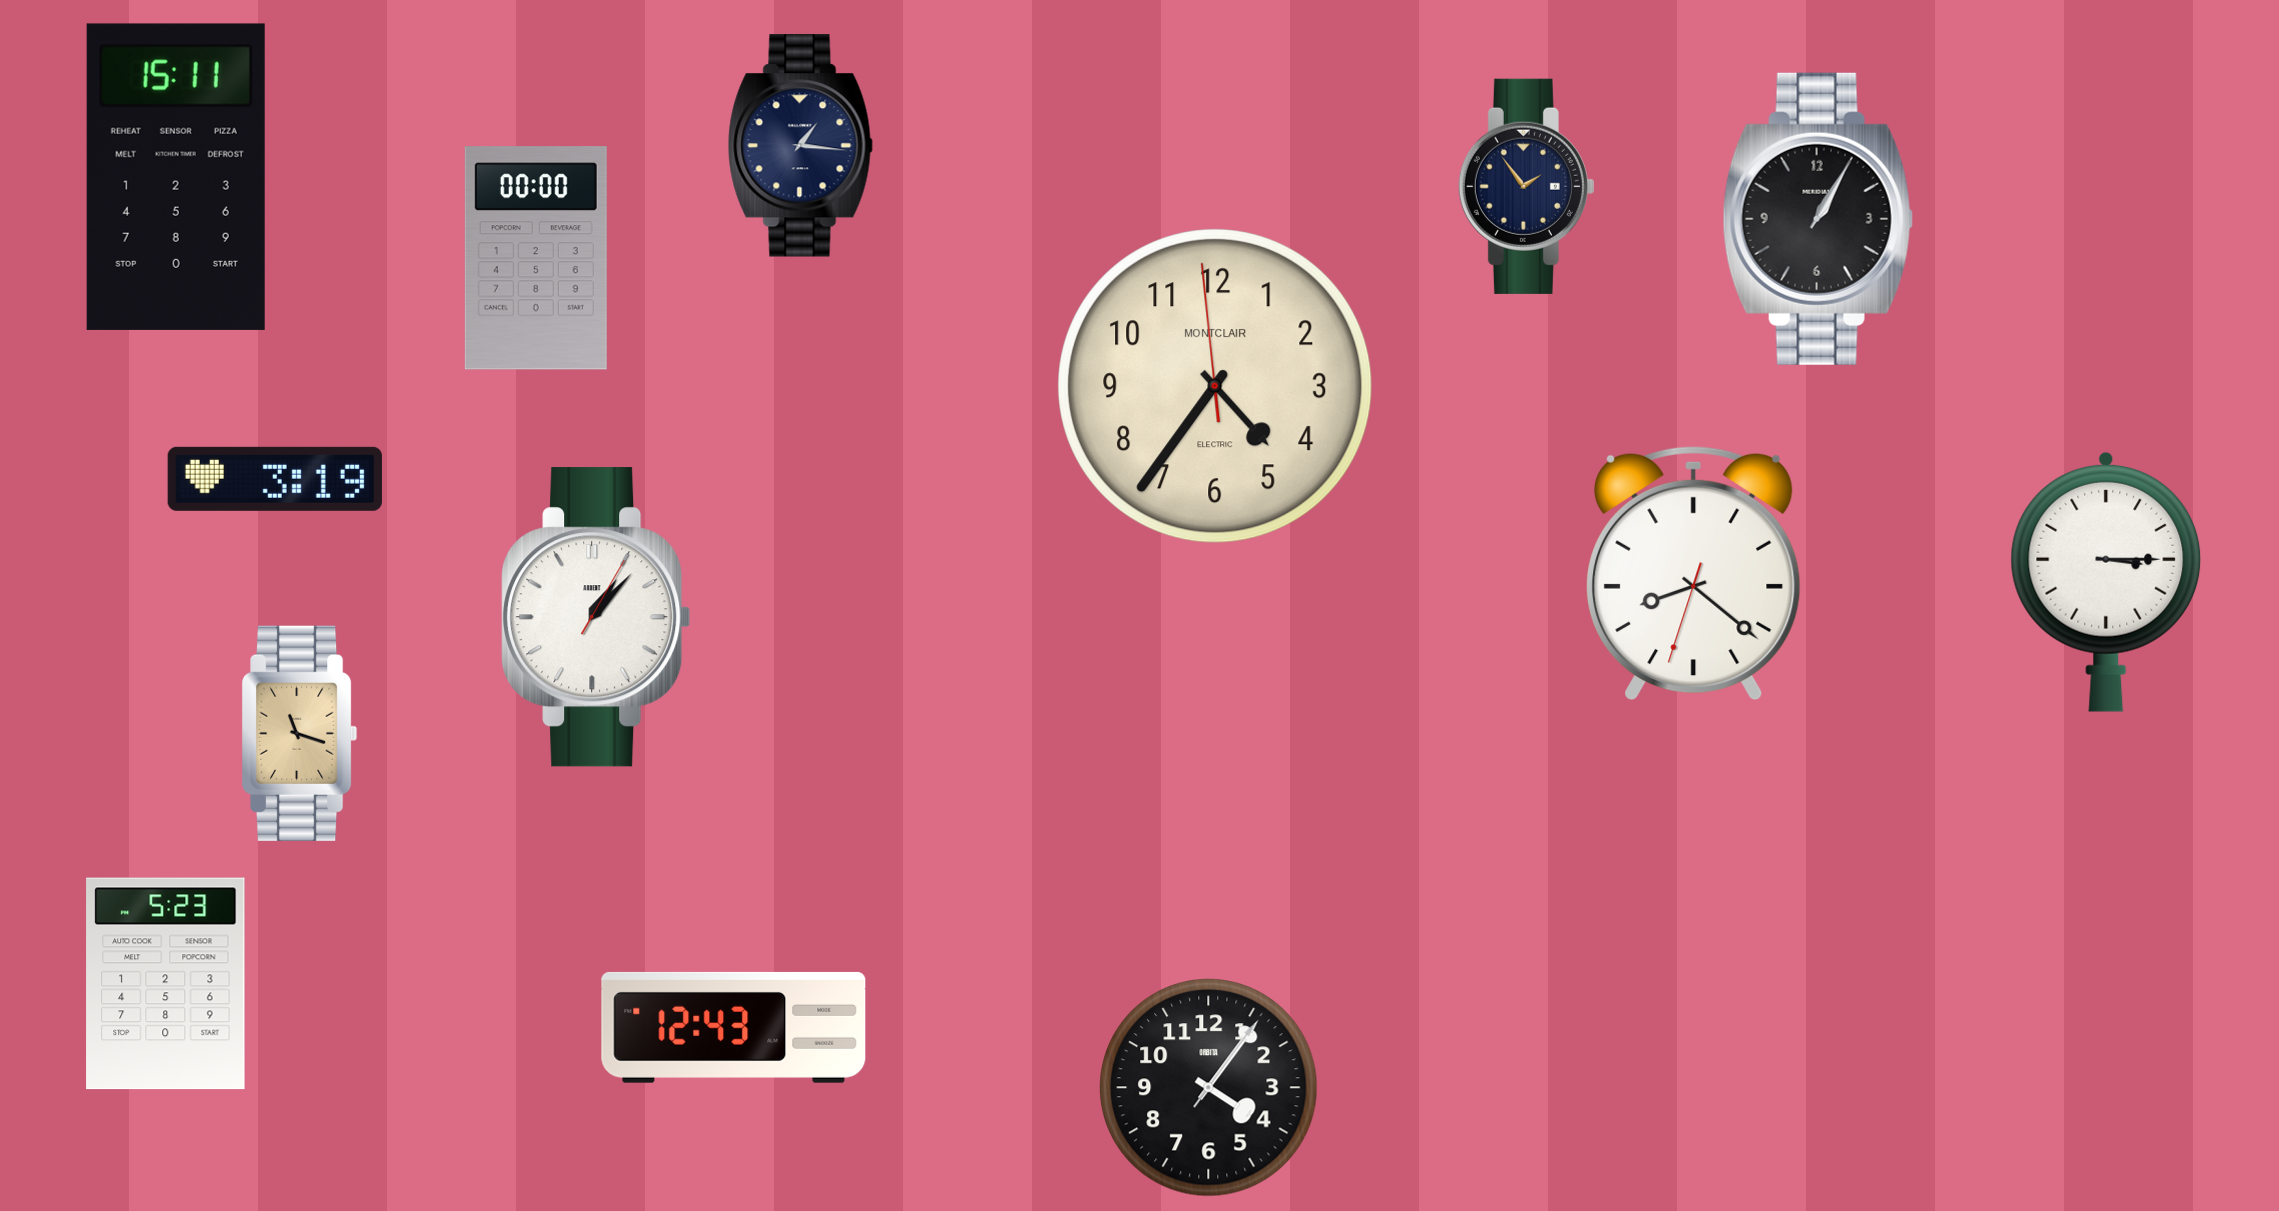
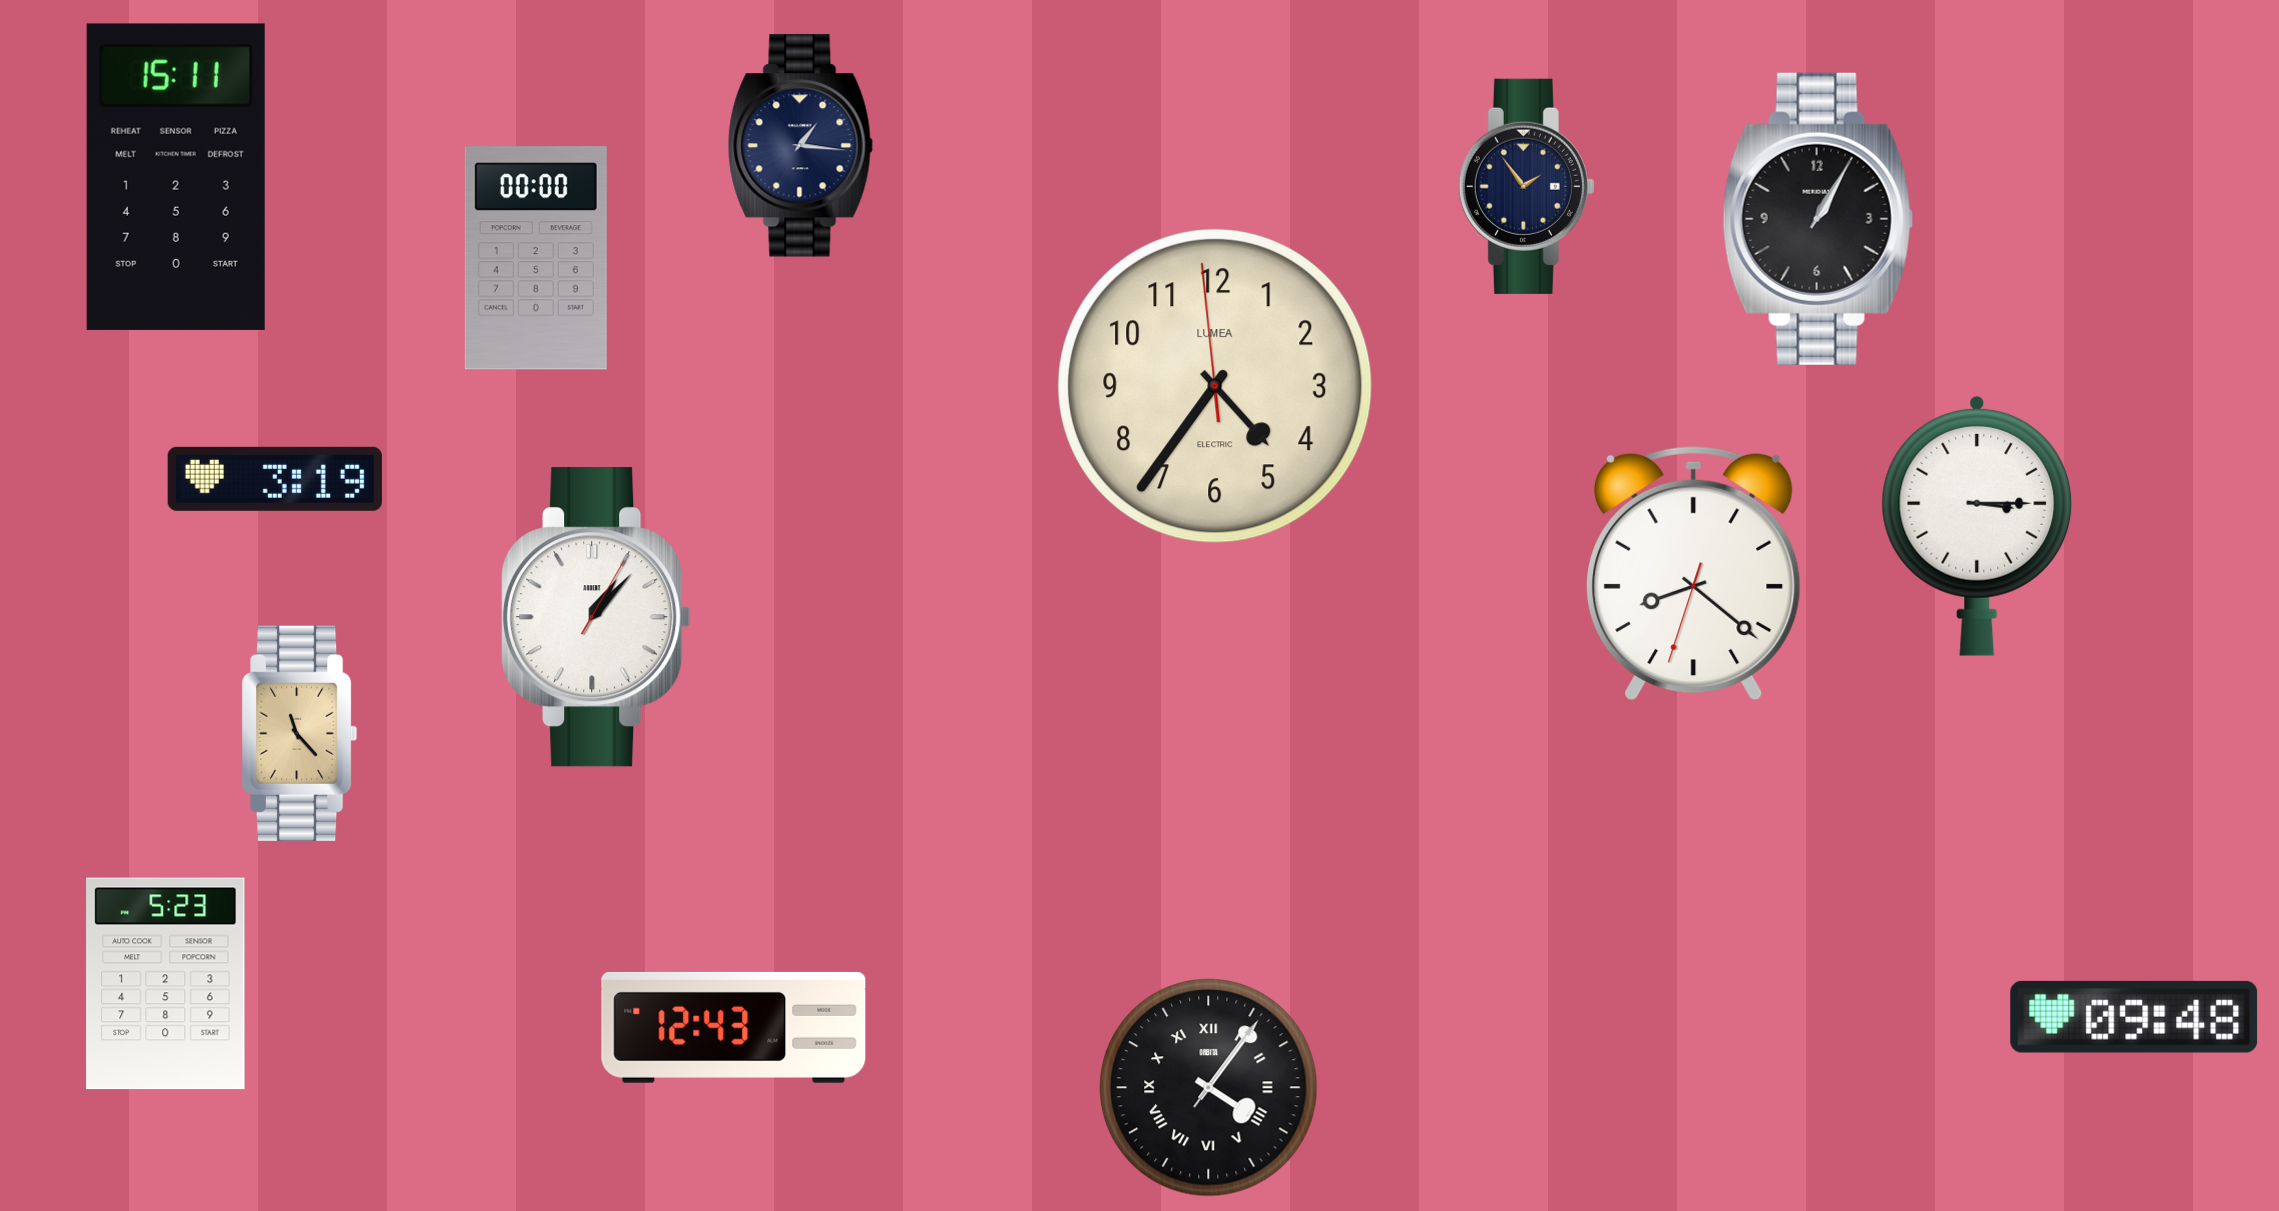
clock at (1215, 386) brand: MONTCLAIR -> LUMEA
clock at (2106, 582) position: (2106, 582) -> (1977, 526)
clock at (300, 733): 11:18 -> 11:23
clock at (2134, 1017): none -> 09:48
clock at (1209, 1088) numerals: Arabic -> Roman
